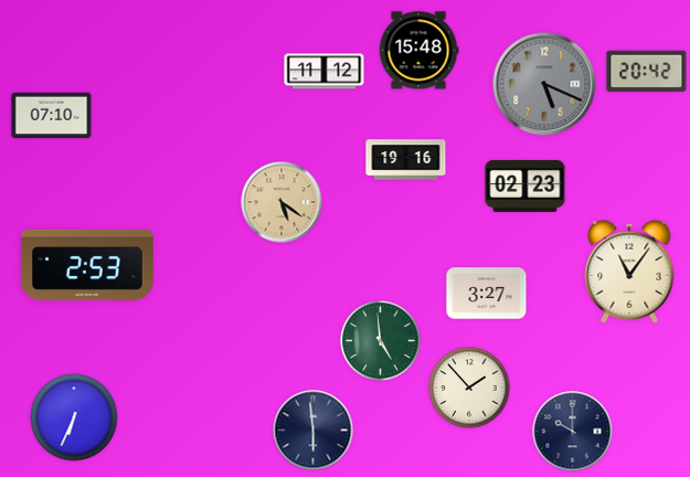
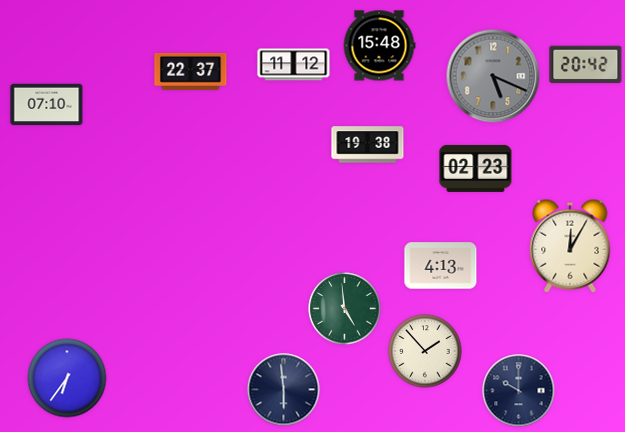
clock at (191, 71): none -> 22:37
clock at (406, 160): 19:16 -> 19:38
clock at (282, 202): 5:21 -> none
clock at (88, 265): 2:53 -> none
clock at (629, 272): 11:06 -> 12:05
clock at (487, 294): 3:27 -> 4:13
clock at (74, 417): 6:34 -> 6:36
